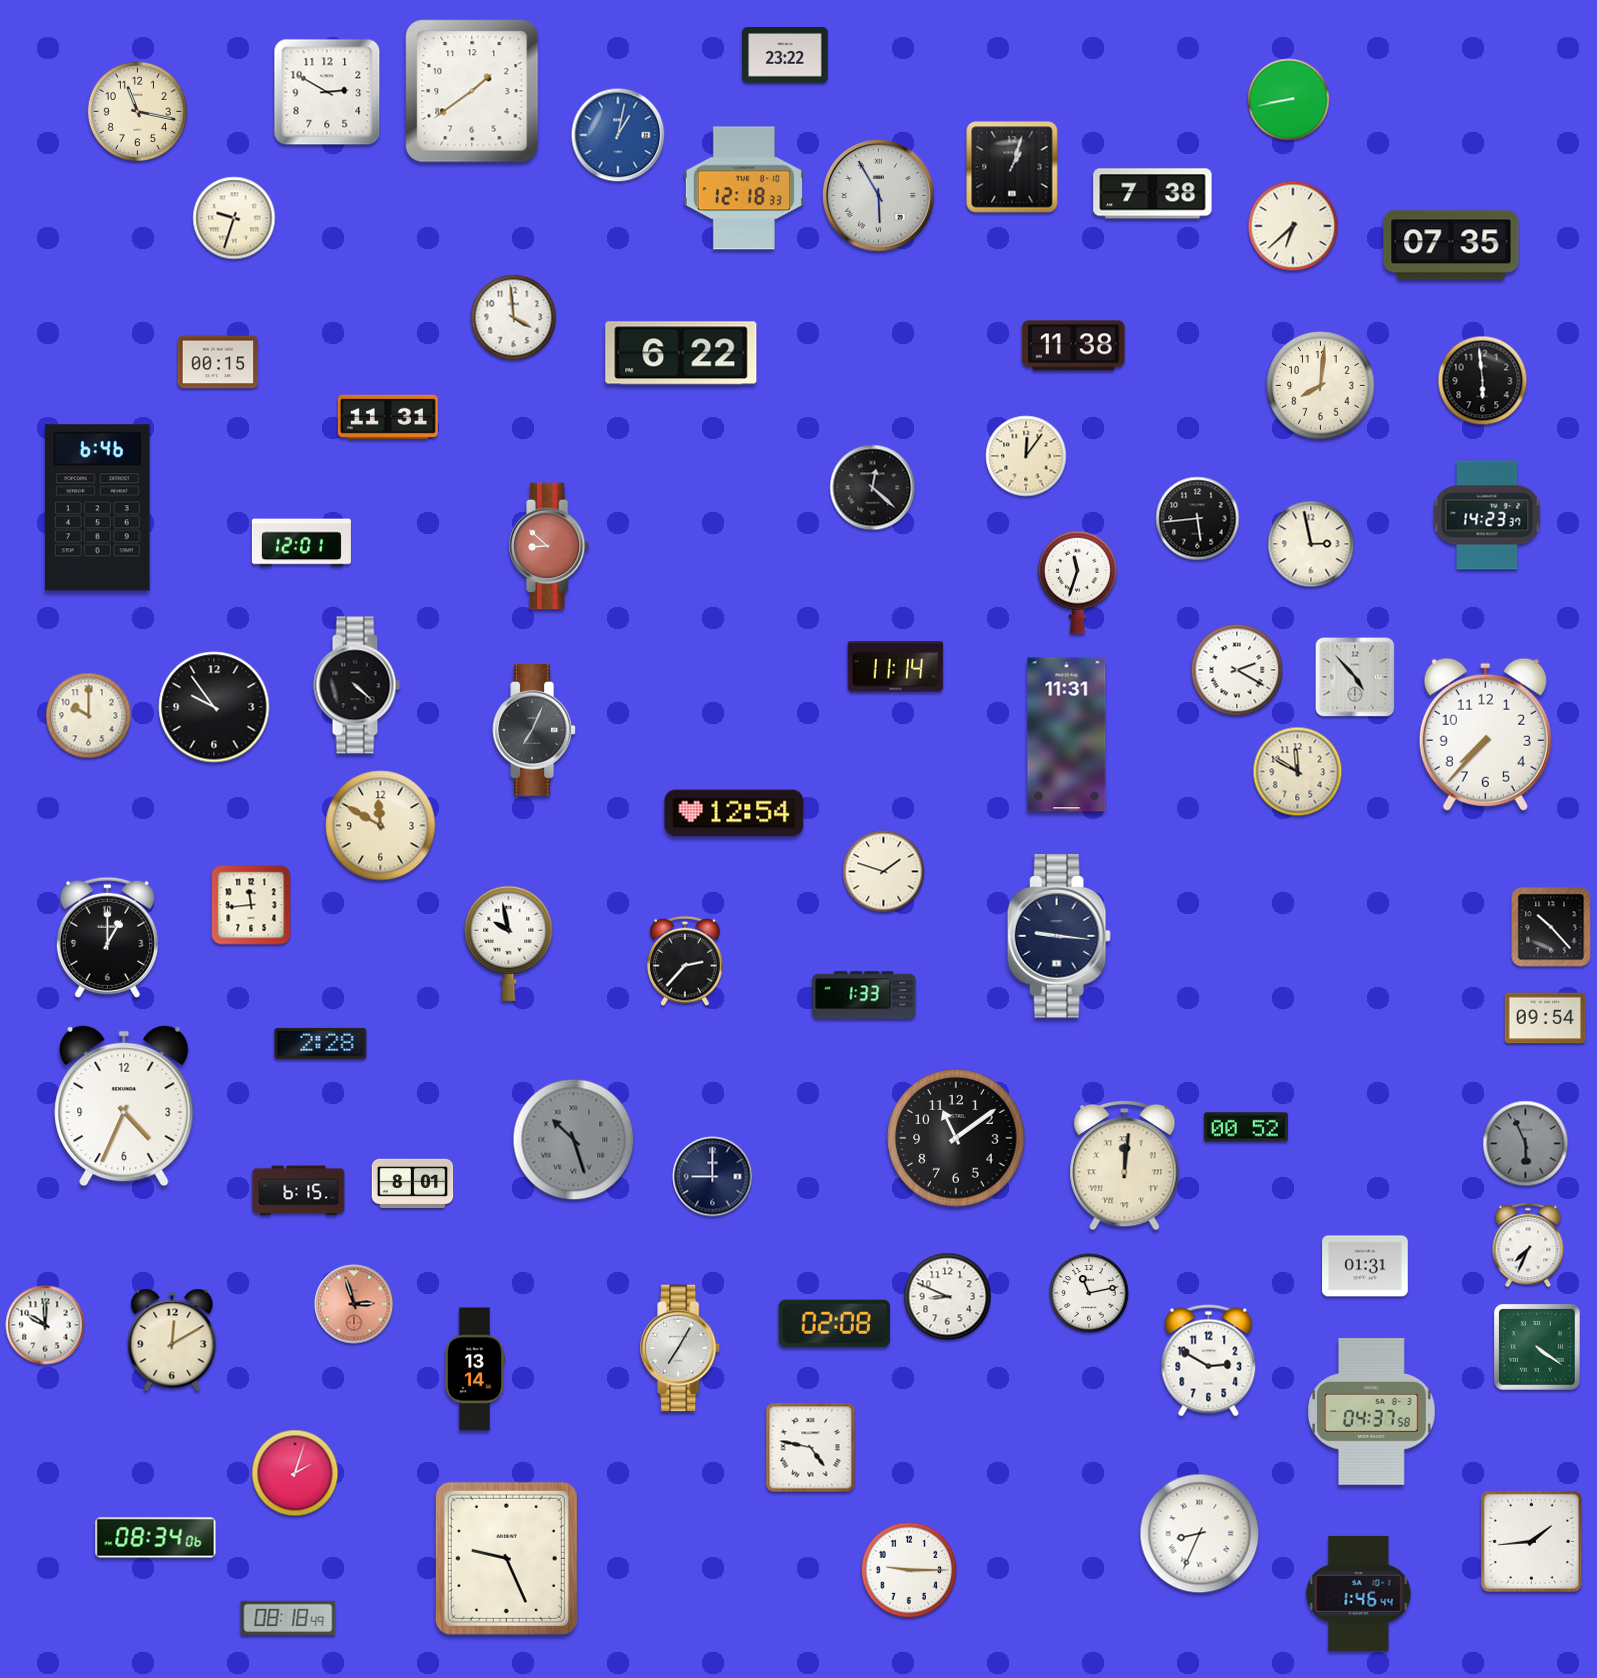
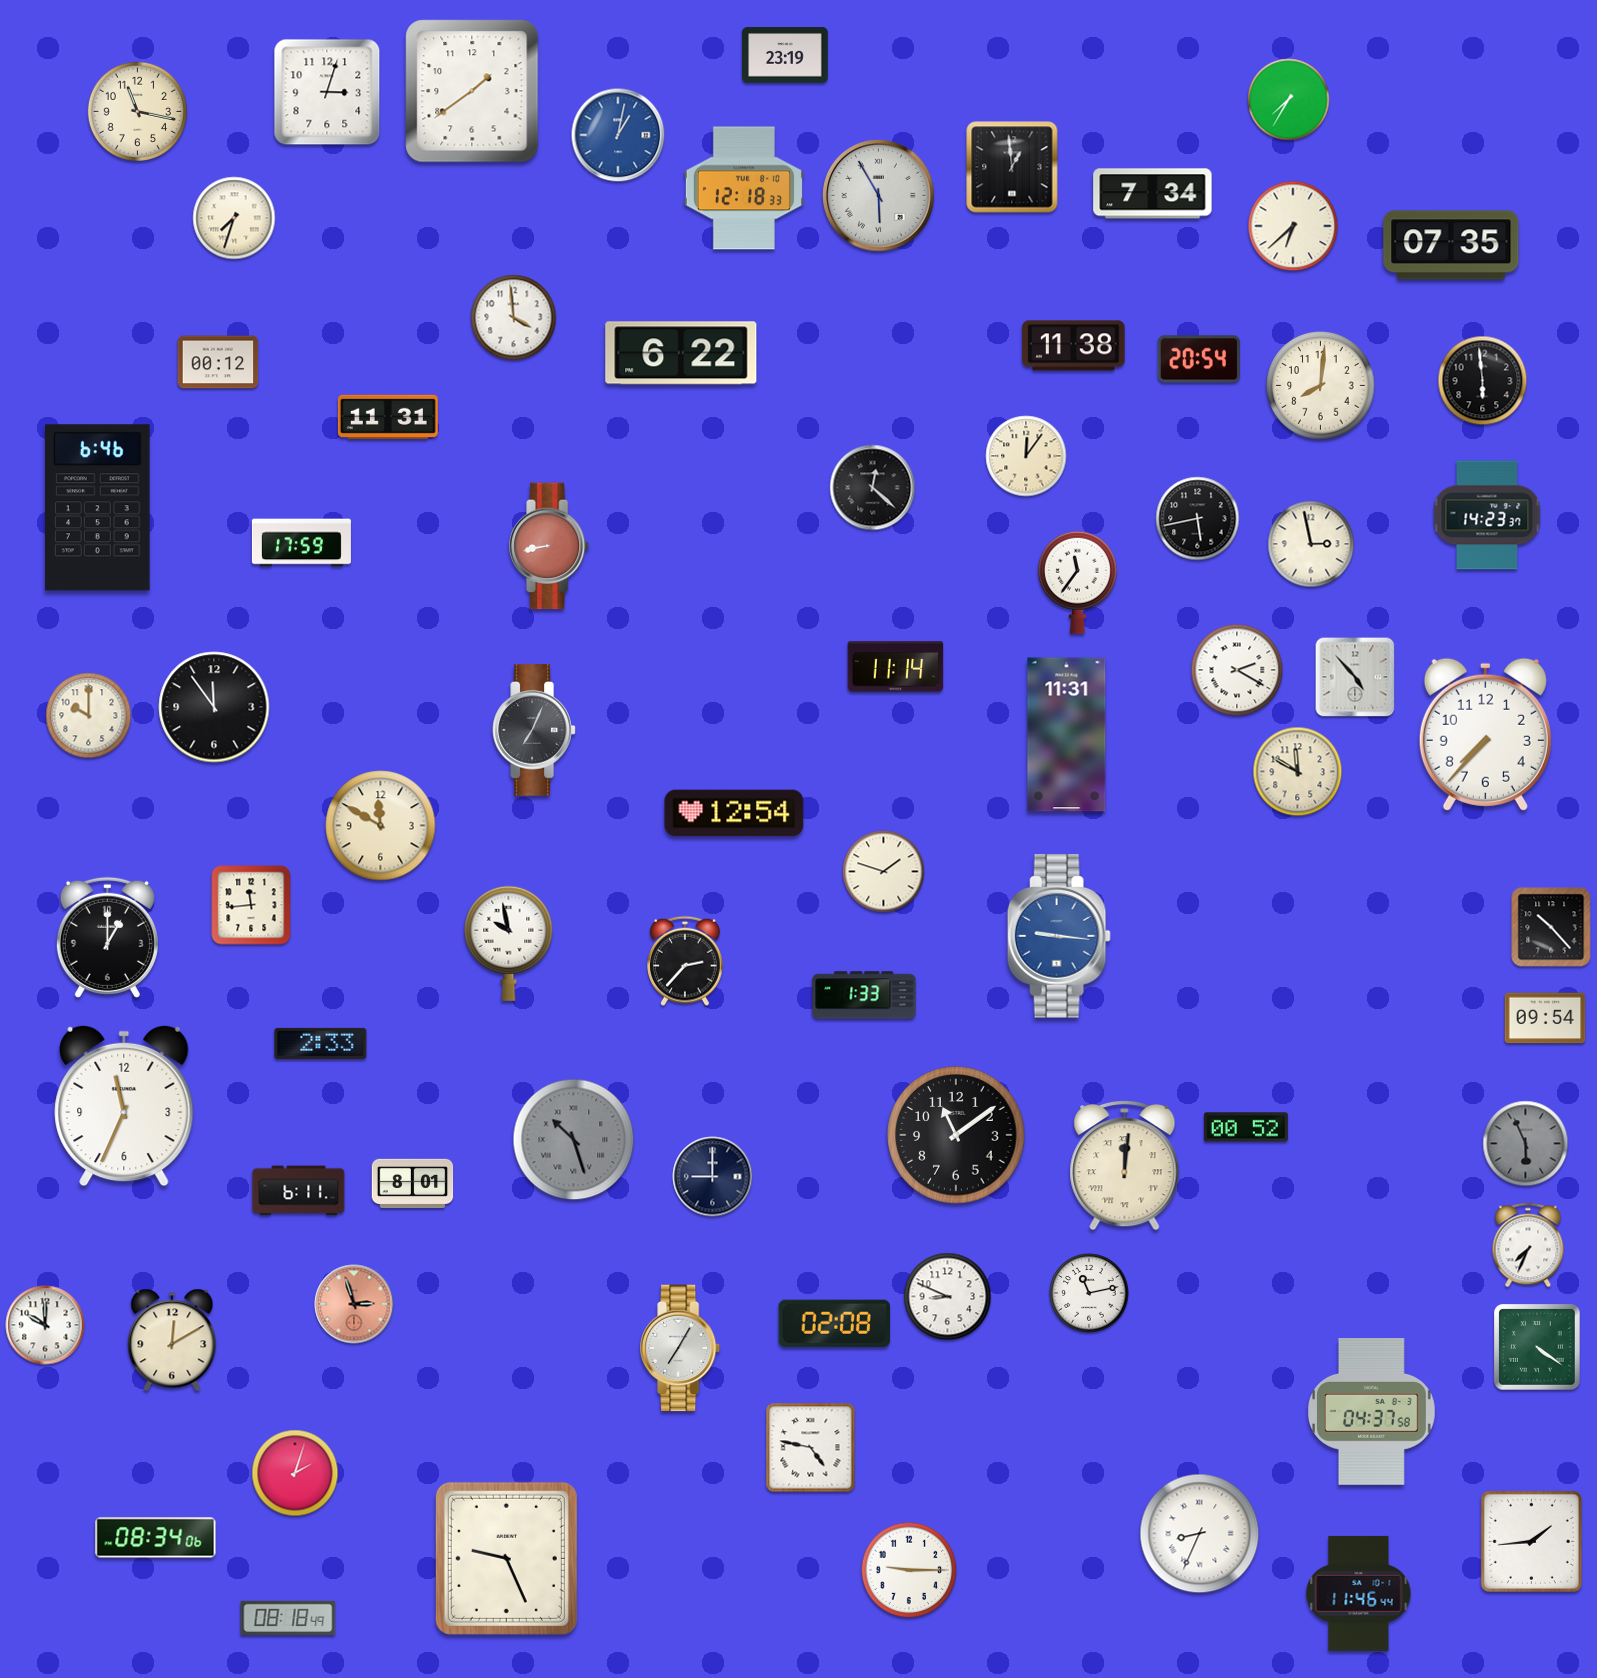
clock at (785, 55): 23:22 -> 23:19
clock at (327, 92): 2:50 -> 3:03
clock at (1289, 100): 8:43 -> 7:35
clock at (1012, 167): 1:03 -> 12:59
clock at (1153, 194): 7:38 -> 7:34
clock at (234, 218): 9:33 -> 7:33
clock at (1199, 359): none -> 20:54
clock at (218, 362): 00:15 -> 00:12
clock at (1198, 519): 5:44 -> 5:43
clock at (301, 543): 12:01 -> 17:59
clock at (550, 546): 8:52 -> 8:43
clock at (1077, 582): 11:33 -> 11:36
clock at (357, 685): 4:22 -> none
clock at (214, 707): 9:54 -> 11:54
clock at (1059, 936) dial: navy -> blue
clock at (321, 1043): 2:28 -> 2:33
clock at (124, 1106): 4:34 -> 11:34
clock at (956, 1138) position: (956, 1138) -> (956, 1135)
clock at (299, 1191): 6:15 -> 6:11
clock at (1365, 1266): 01:31 -> none
clock at (1209, 1361): 2:50 -> none
clock at (475, 1369): 13:14 -> none
clock at (1359, 1593): 1:46 -> 11:46
